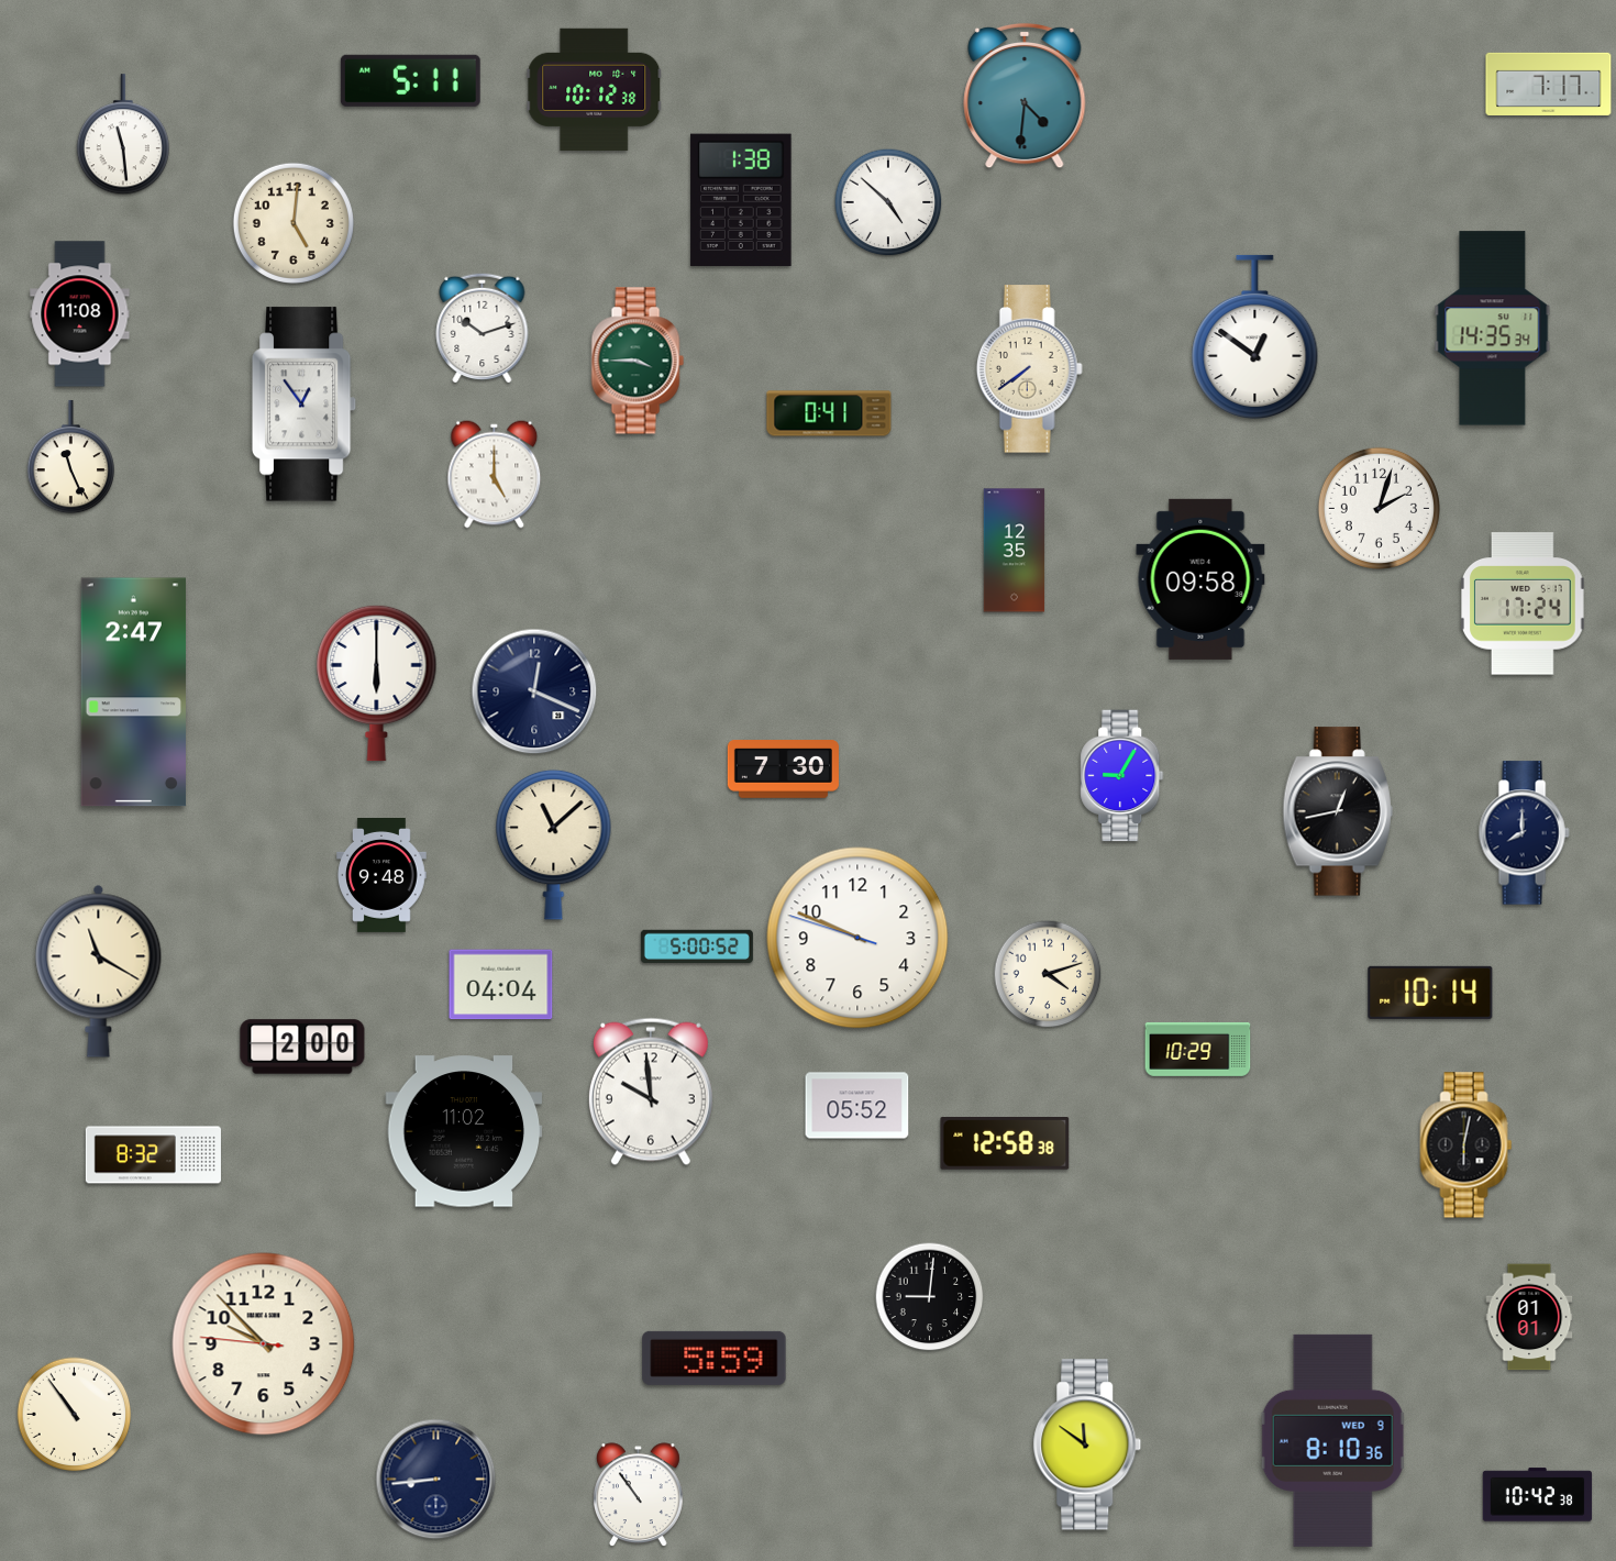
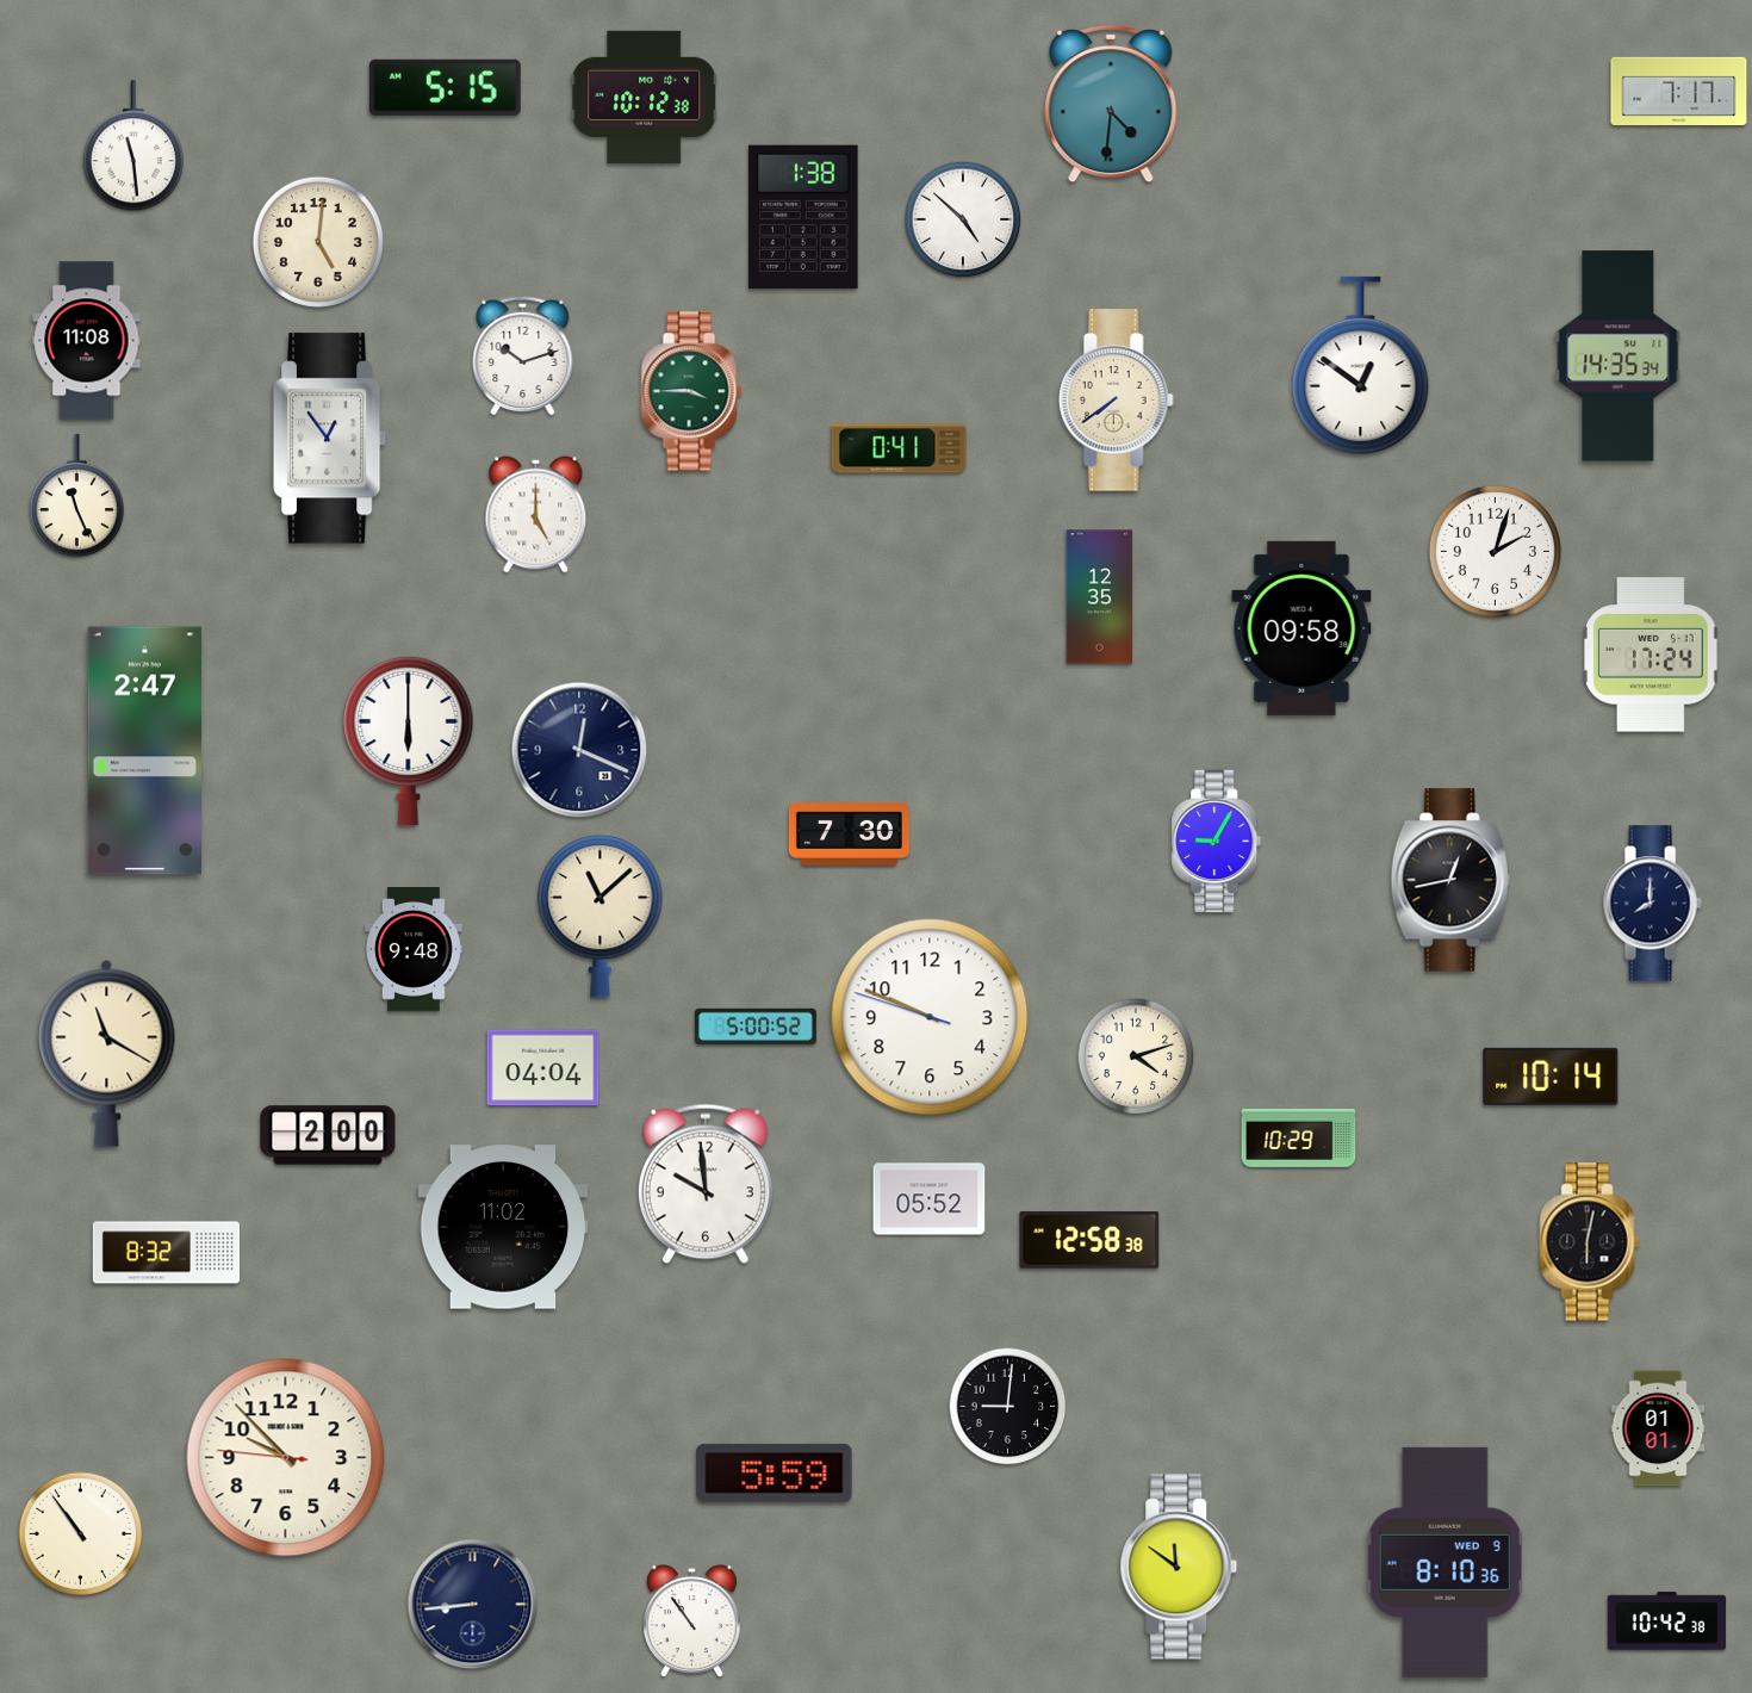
clock at (410, 80): 5:11 -> 5:15
